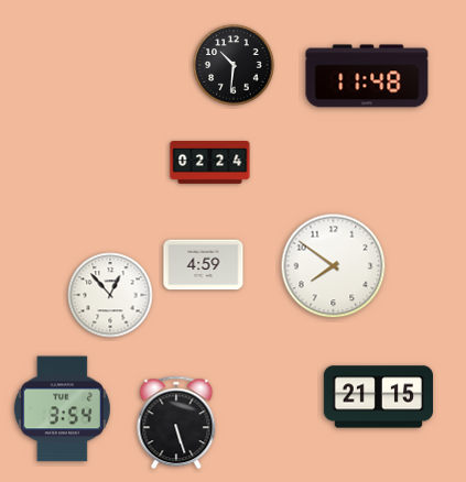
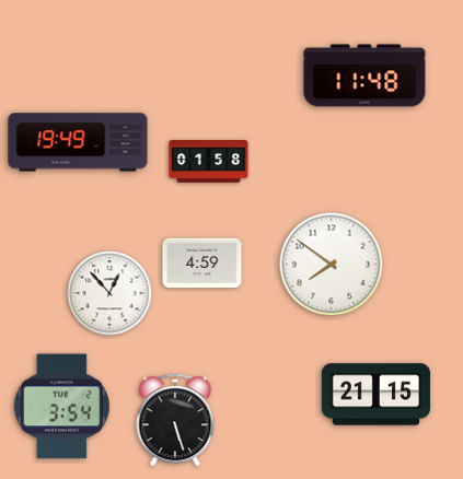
clock at (234, 65): 10:31 -> none
clock at (78, 142): none -> 19:49
clock at (210, 163): 02:24 -> 01:58
